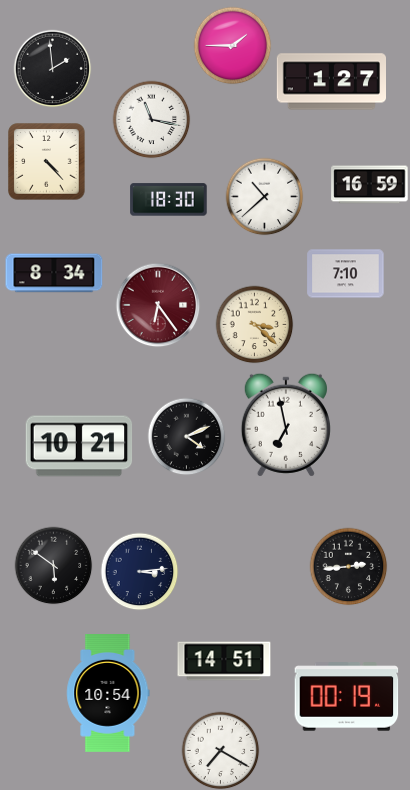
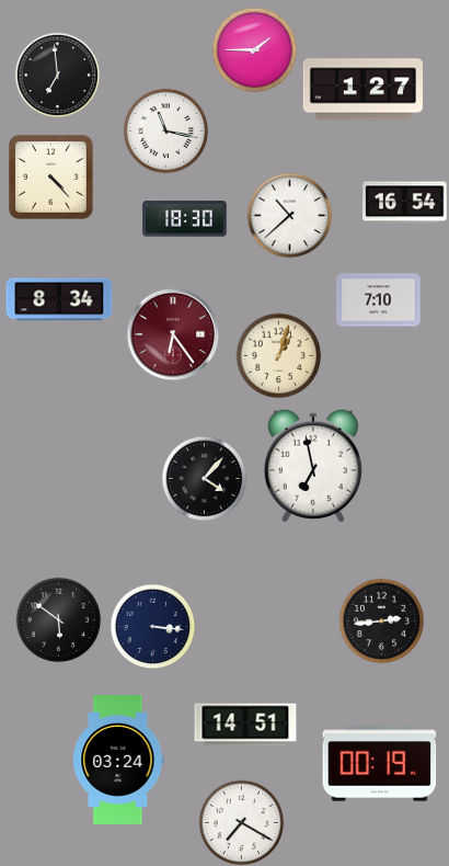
clock at (52, 68): 1:59 -> 6:59
clock at (370, 185): 16:59 -> 16:54
clock at (254, 324): 3:22 -> 1:03
clock at (186, 436): 4:11 -> 4:07
clock at (79, 446): 10:21 -> none
clock at (139, 571): 3:14 -> 3:16
clock at (108, 694): 10:54 -> 03:24
